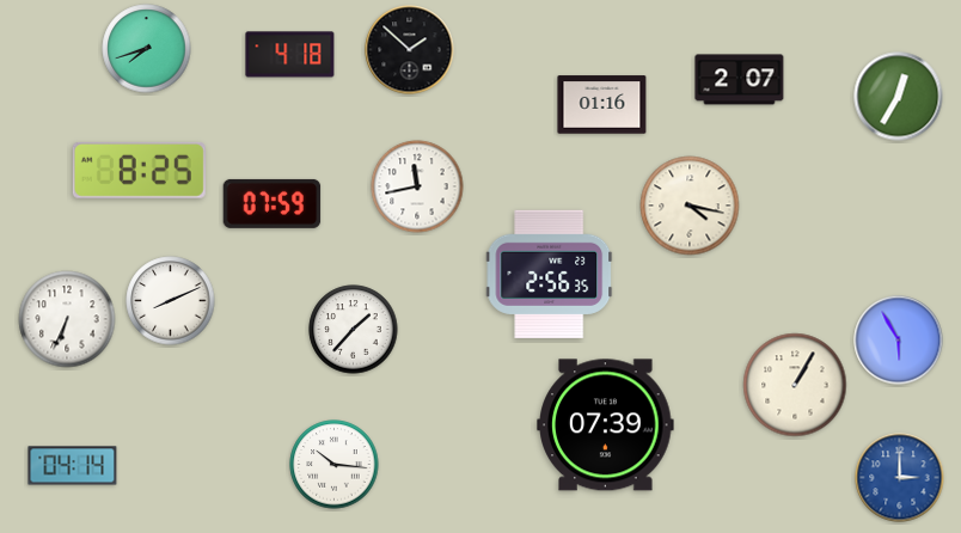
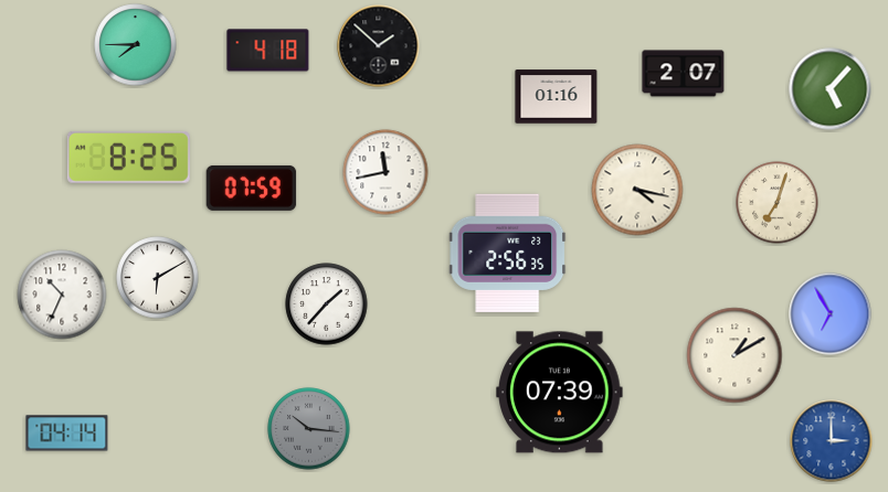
clock at (147, 49): 7:42 -> 7:45
clock at (899, 97): 12:35 -> 5:07
clock at (778, 203): none -> 7:03
clock at (171, 301): 8:11 -> 6:10
clock at (67, 319): 6:34 -> 10:34
clock at (899, 341): 5:55 -> 6:55
clock at (795, 385): 1:05 -> 1:10
clock at (335, 465) dial: white -> grey
clock at (73, 466) position: (73, 466) -> (67, 434)
